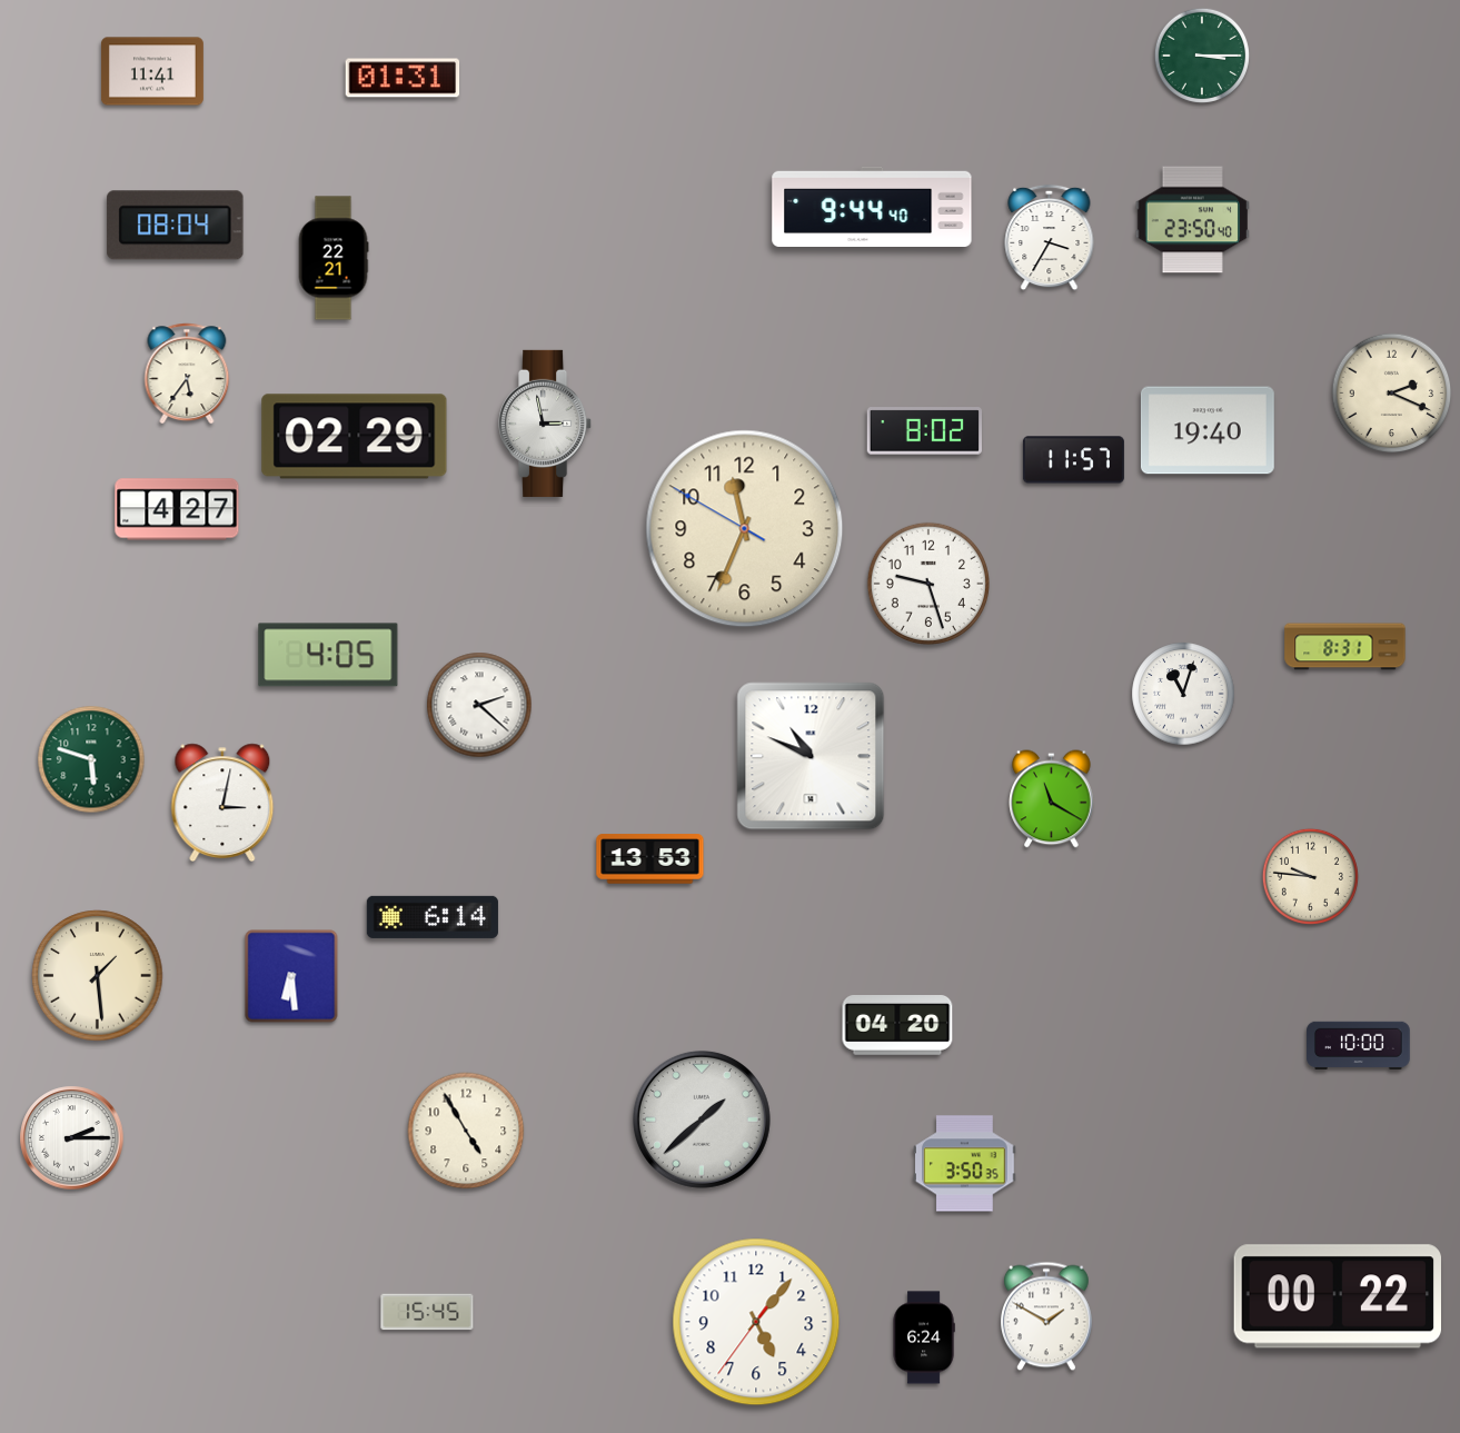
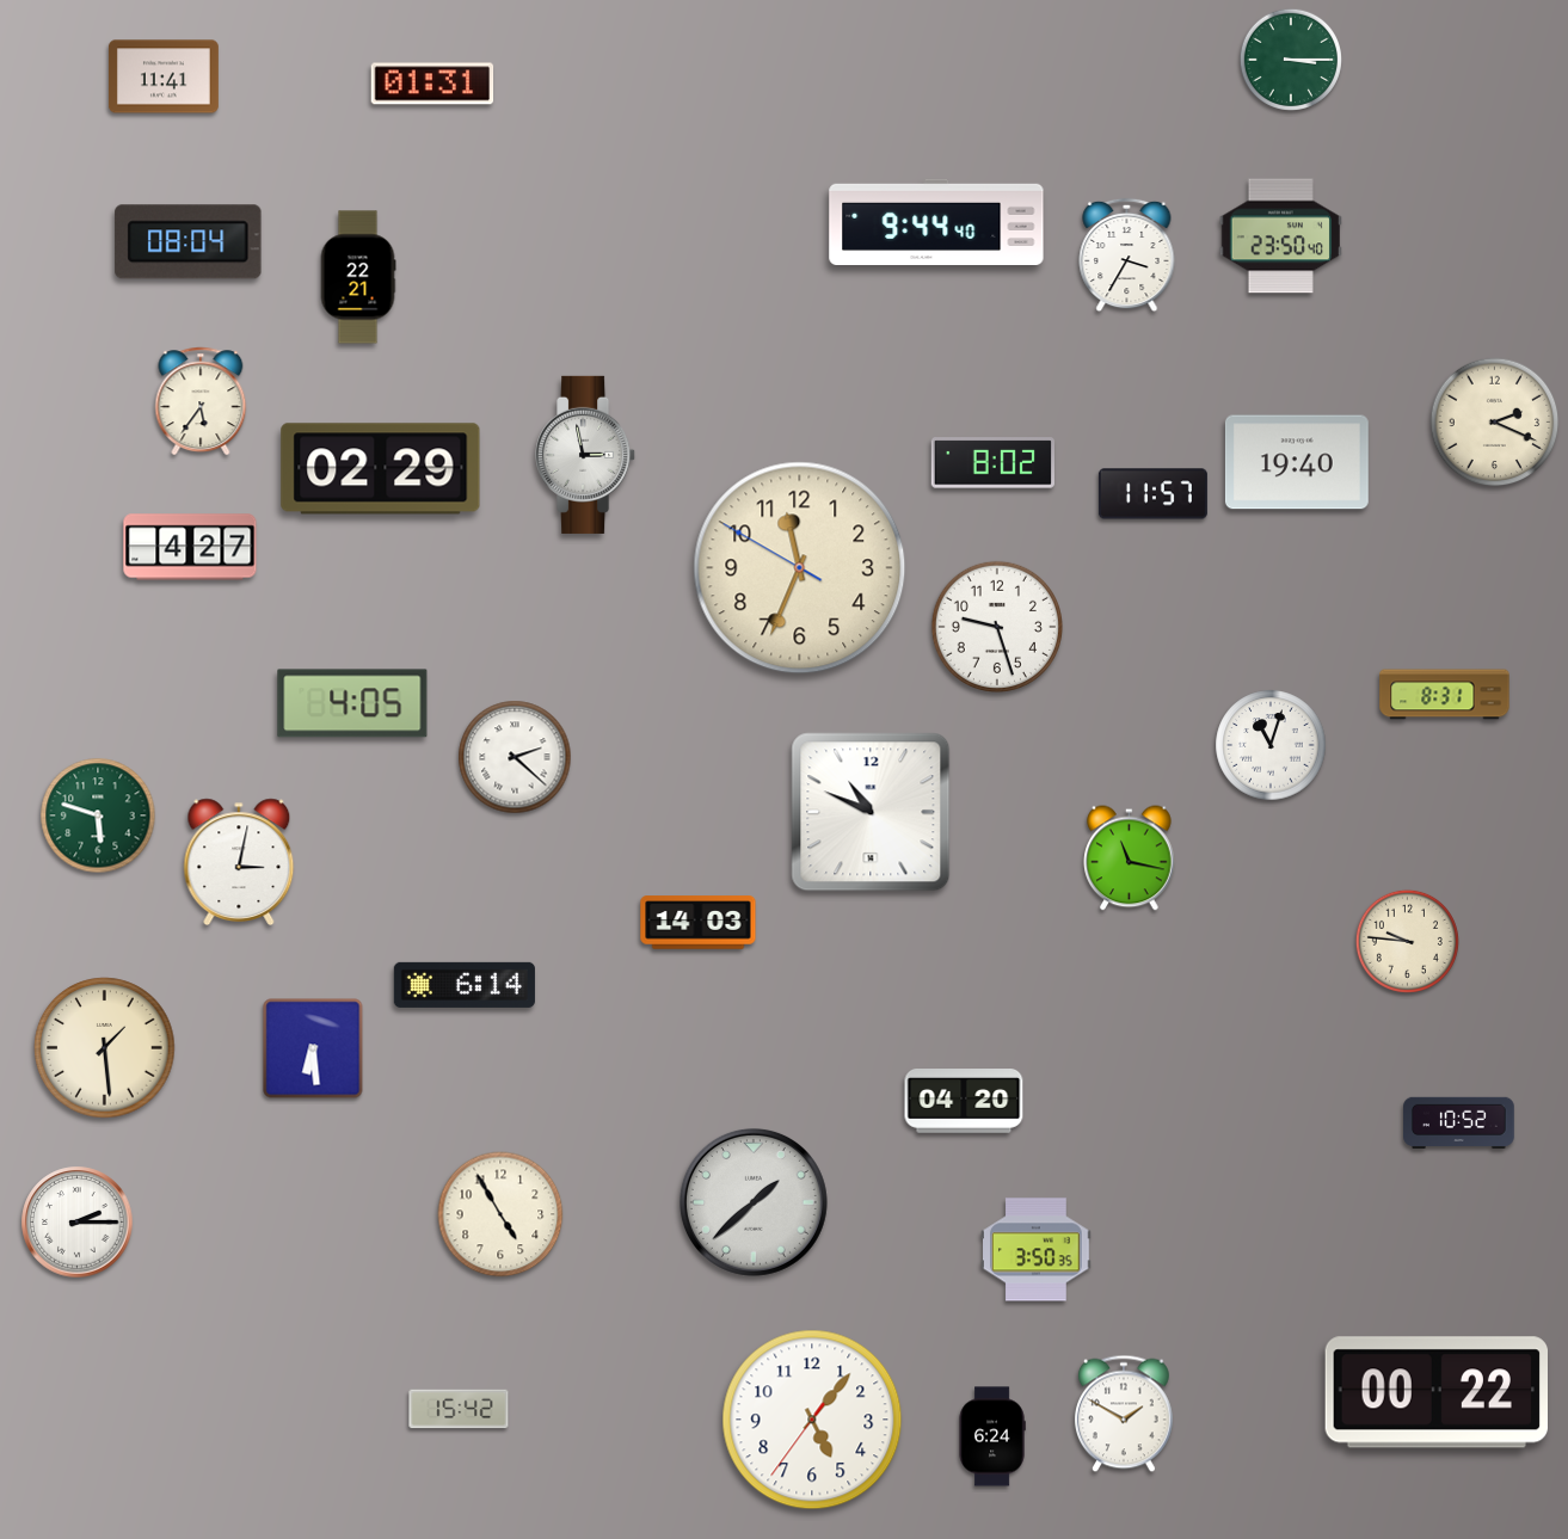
clock at (1052, 799): 11:20 -> 11:17
clock at (650, 859): 13:53 -> 14:03
clock at (1359, 1045): 10:00 -> 10:52
clock at (427, 1312): 15:45 -> 15:42
